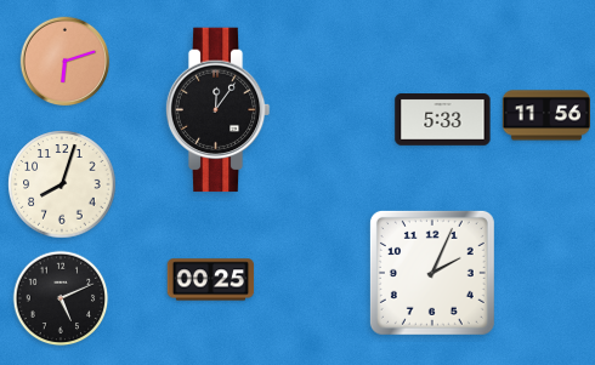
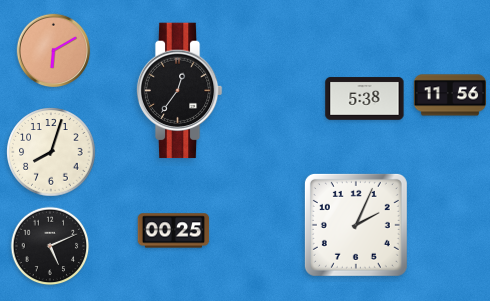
clock at (66, 62): 6:12 -> 6:10
clock at (217, 110): 12:06 -> 12:36
clock at (443, 120): 5:33 -> 5:38
